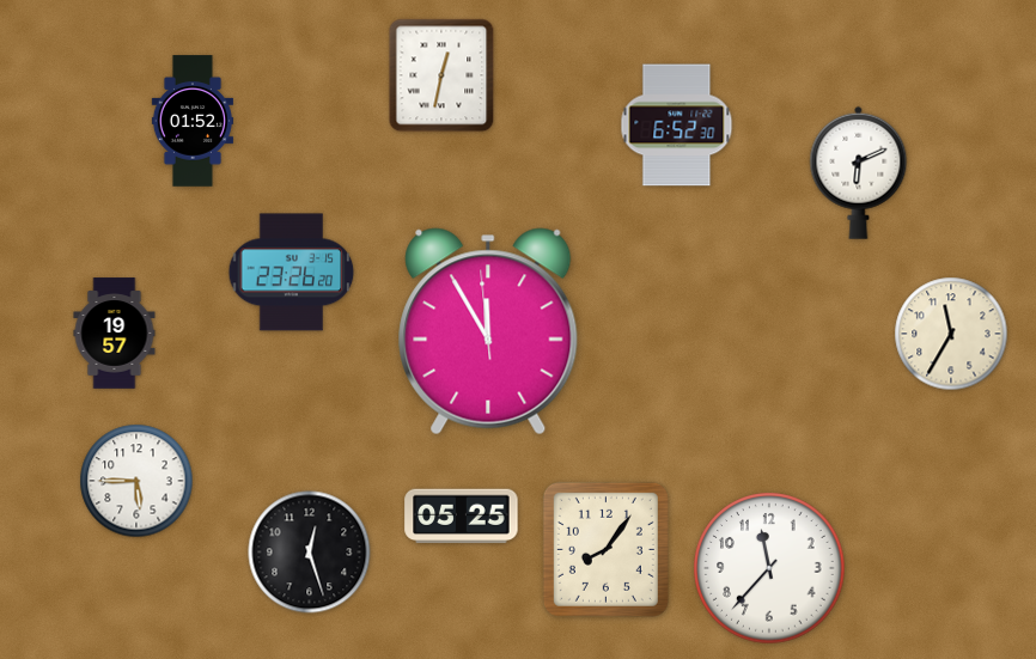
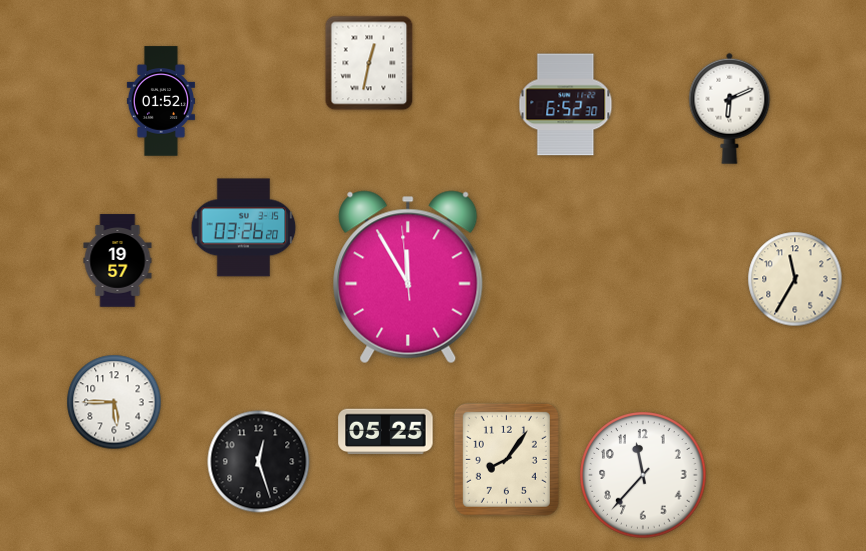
clock at (859, 172) position: (859, 172) -> (730, 108)
clock at (292, 273): 23:26 -> 03:26
clock at (115, 334) position: (115, 334) -> (118, 261)
